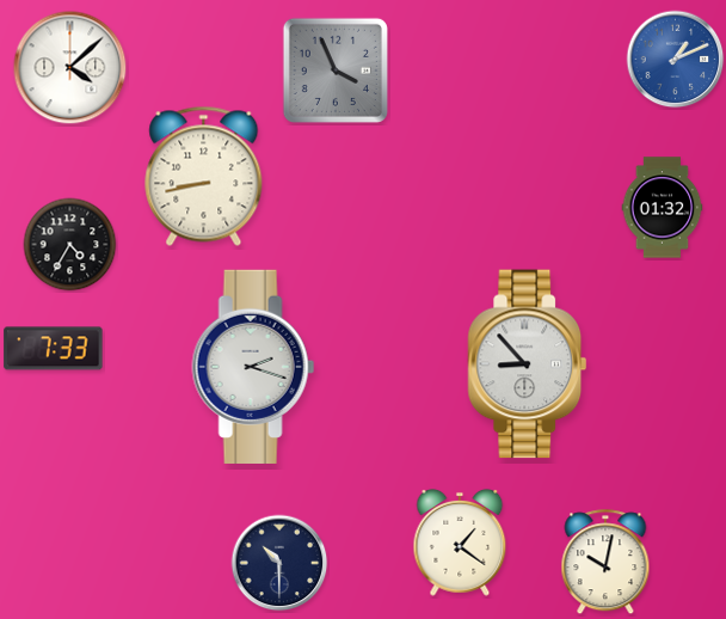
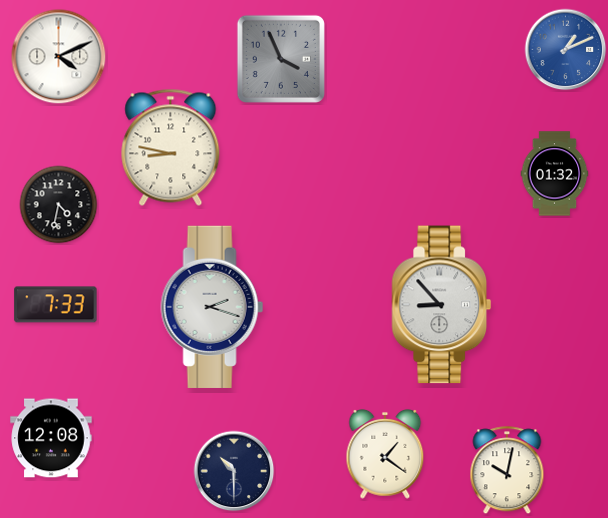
clock at (70, 68): 4:08 -> 4:11
clock at (204, 176): 8:43 -> 8:47
clock at (70, 245): 4:35 -> 4:32
clock at (54, 349) position: (54, 349) -> (56, 305)
clock at (51, 438): none -> 12:08
